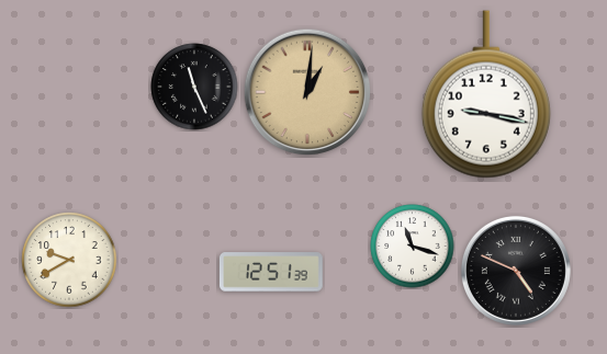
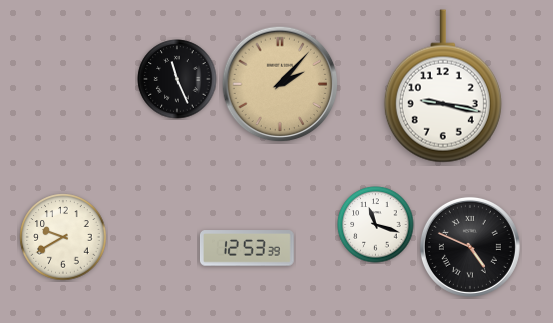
clock at (307, 92): 1:01 -> 2:07
clock at (271, 272): 12:51 -> 12:53
